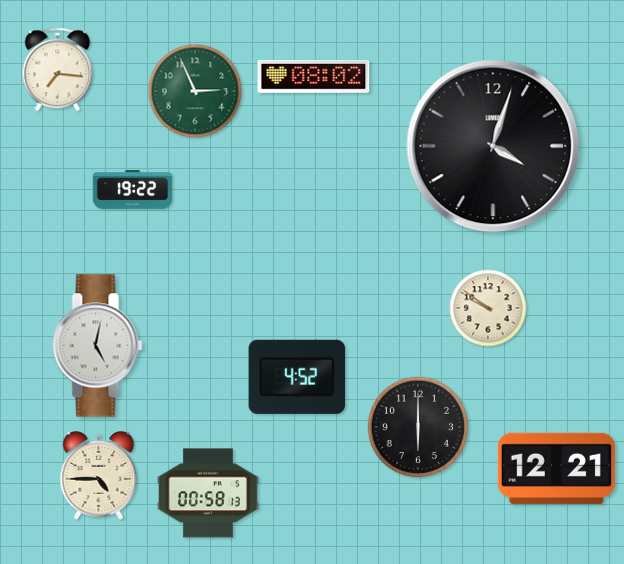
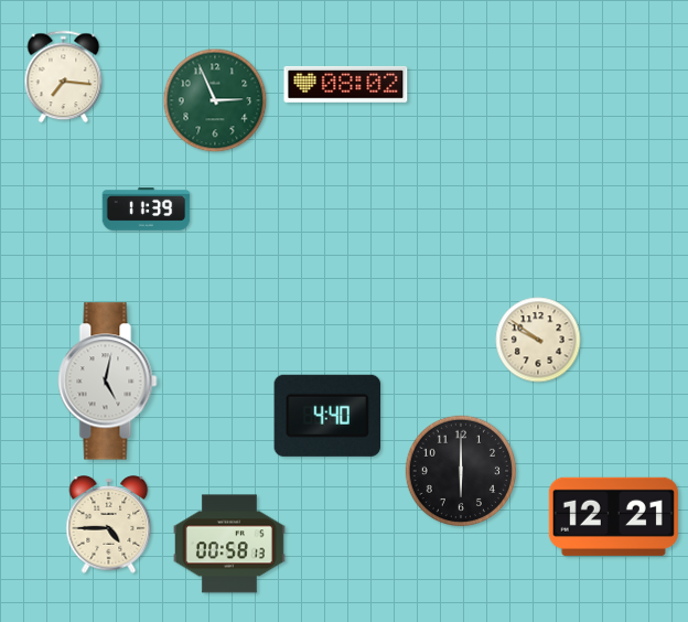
clock at (493, 146): 4:03 -> none
clock at (133, 190): 19:22 -> 11:39
clock at (297, 377): 4:52 -> 4:40
